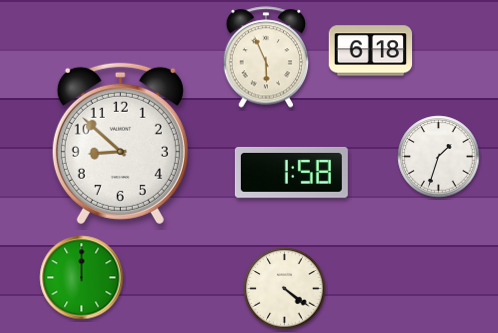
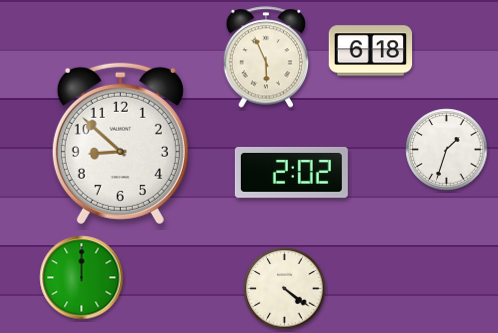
clock at (439, 157) position: (439, 157) -> (447, 150)
clock at (291, 172): 1:58 -> 2:02
